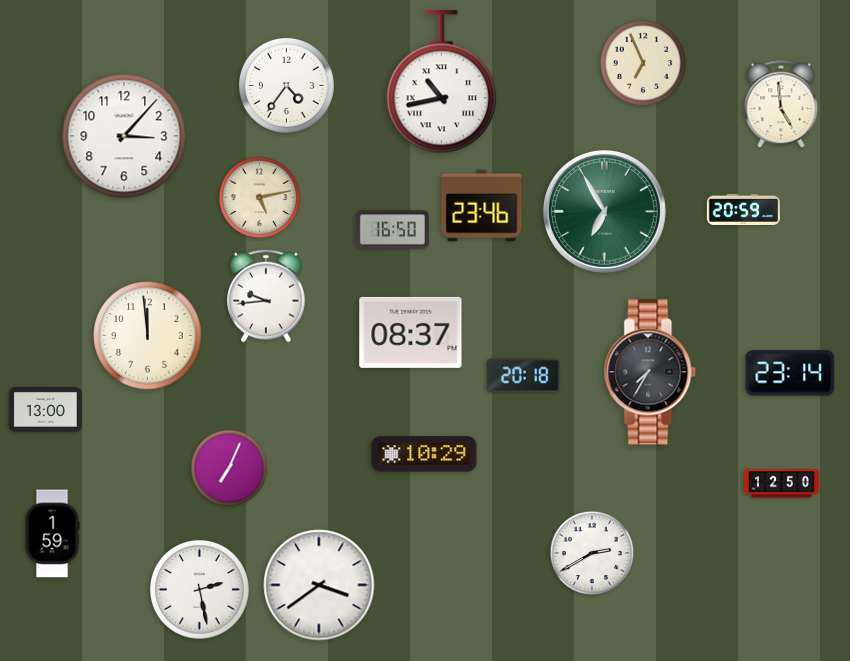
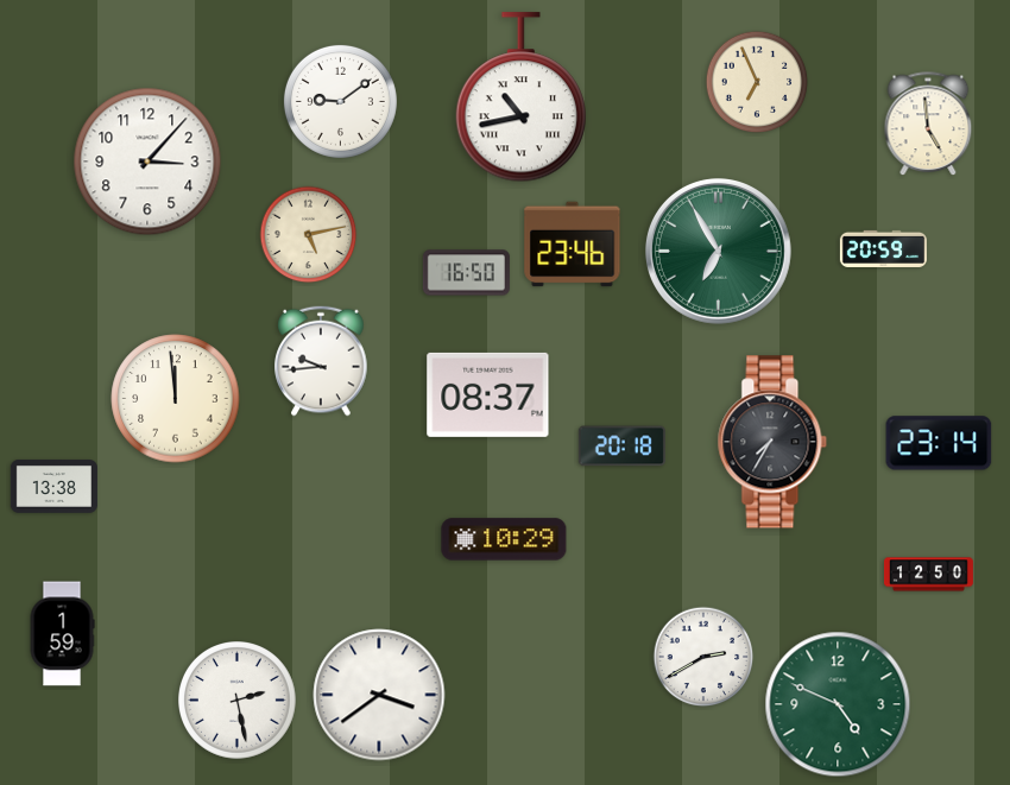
clock at (643, 63) position: (643, 63) -> (757, 82)
clock at (441, 82) position: (441, 82) -> (520, 97)
clock at (286, 85): 4:36 -> 9:09
clock at (266, 296) position: (266, 296) -> (321, 361)
clock at (45, 410): 13:00 -> 13:38
clock at (229, 468): 7:04 -> none
clock at (838, 704): none -> 4:49
